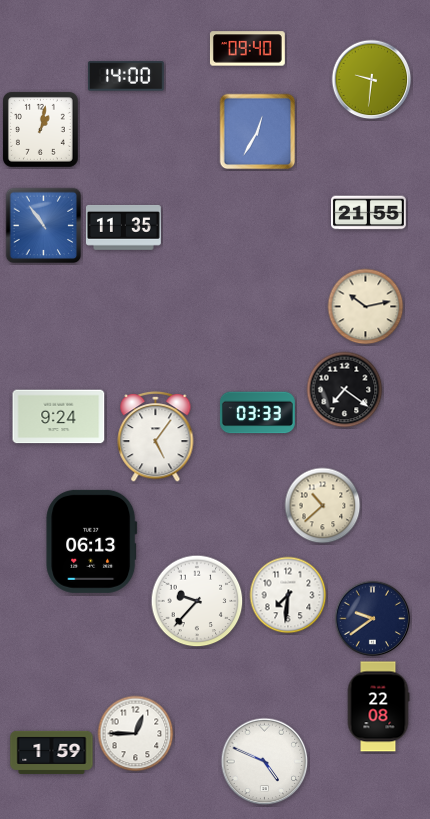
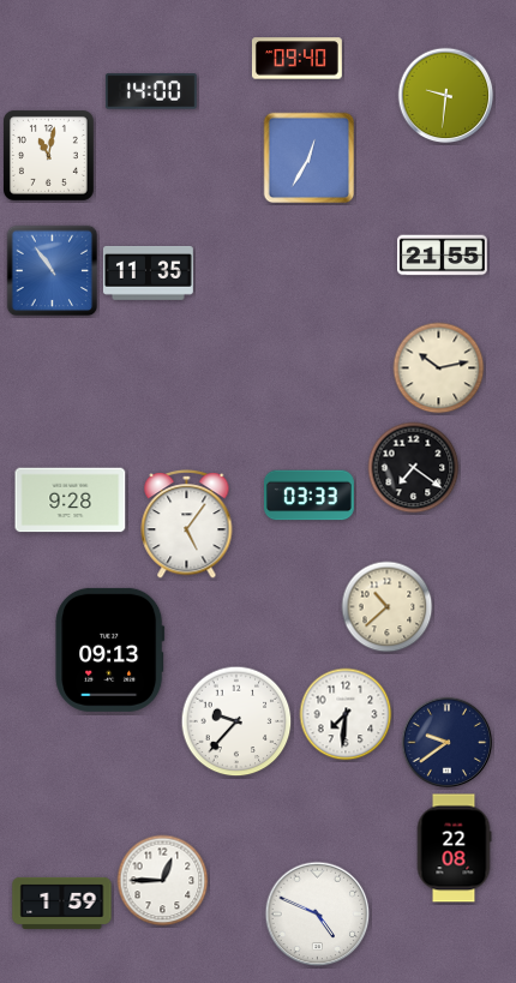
clock at (40, 129): 1:02 -> 11:02
clock at (59, 417): 9:24 -> 9:28
clock at (92, 541): 06:13 -> 09:13
